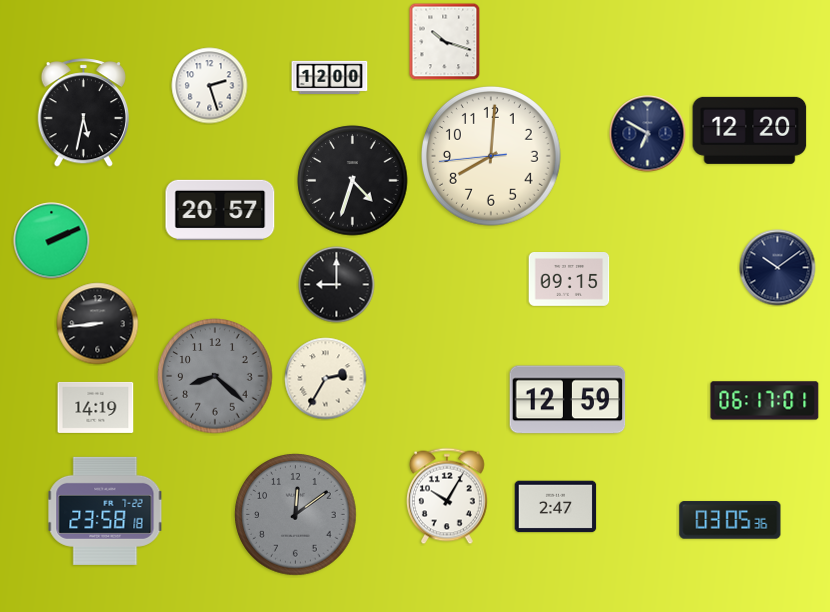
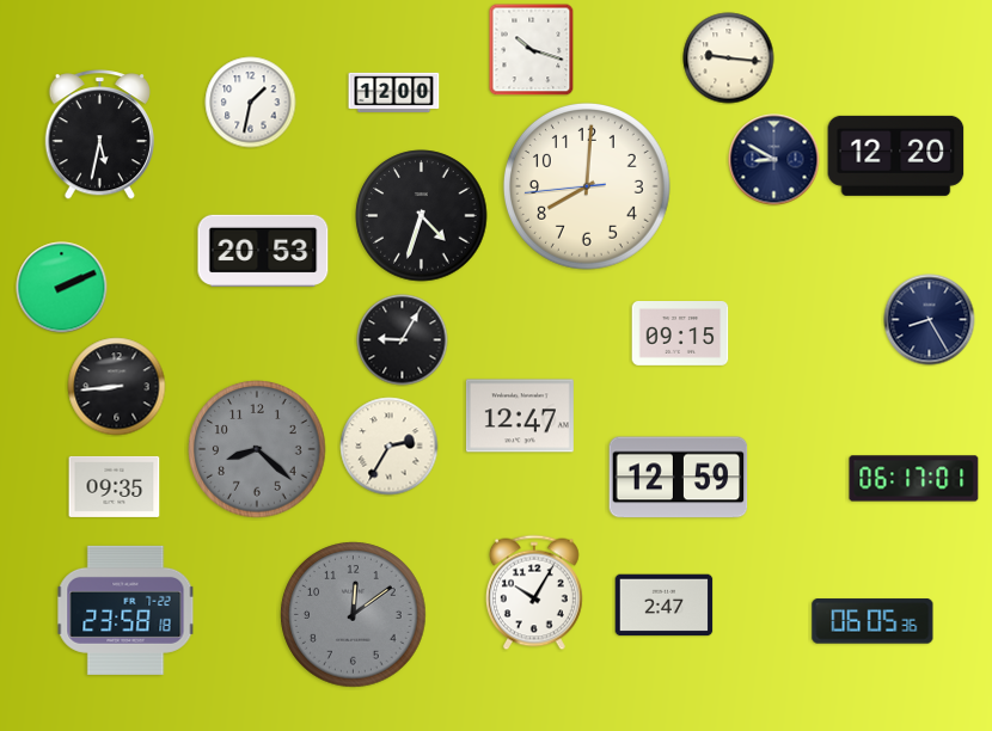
clock at (729, 59): none -> 9:16
clock at (210, 86): 2:27 -> 1:32
clock at (648, 134): 6:50 -> 8:50
clock at (220, 210): 20:57 -> 20:53
clock at (778, 268): 10:09 -> 8:25
clock at (337, 285): 9:00 -> 9:05
clock at (520, 416): none -> 12:47
clock at (326, 379) position: (326, 379) -> (390, 447)
clock at (96, 407): 14:19 -> 09:35
clock at (730, 520): 03:05 -> 06:05
